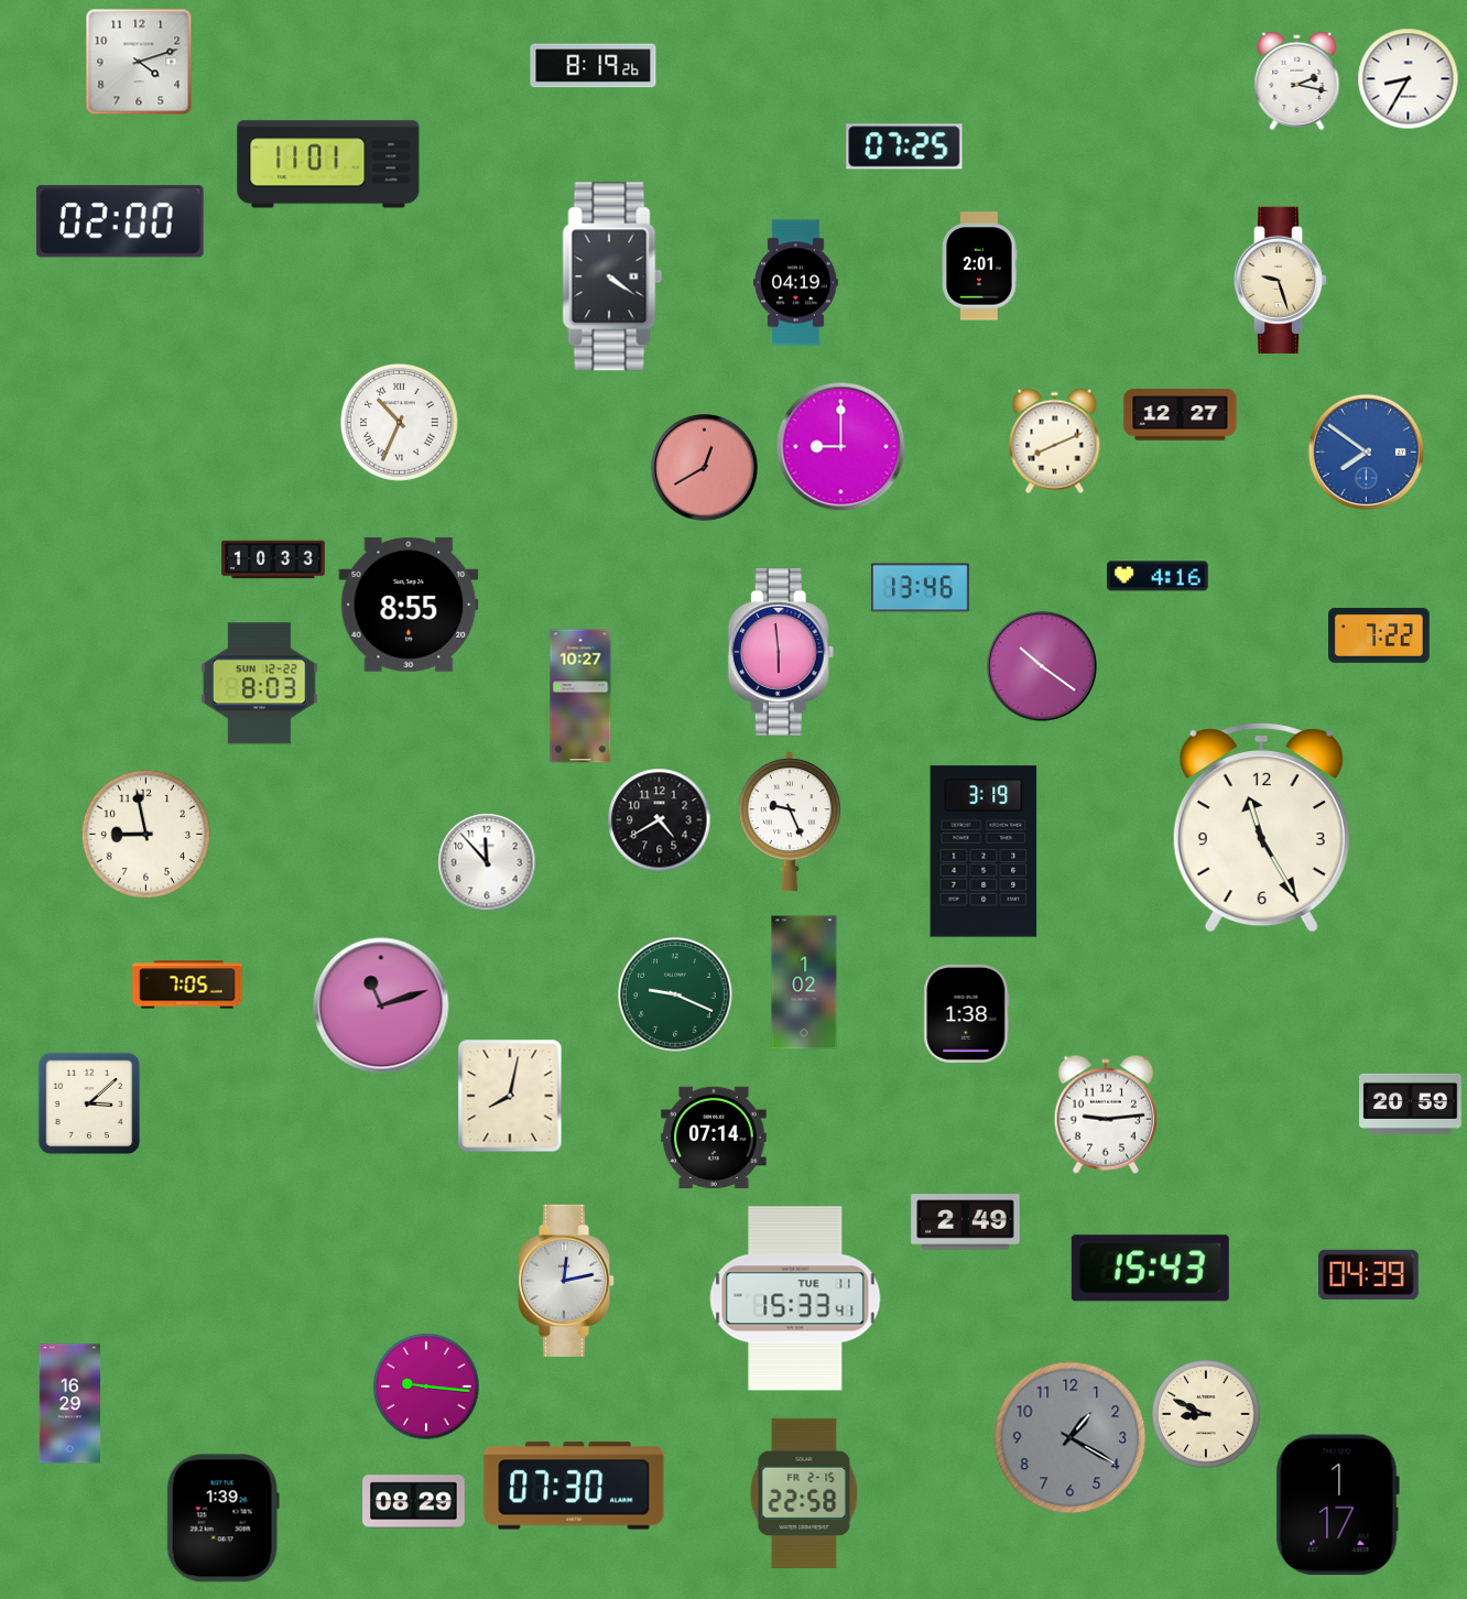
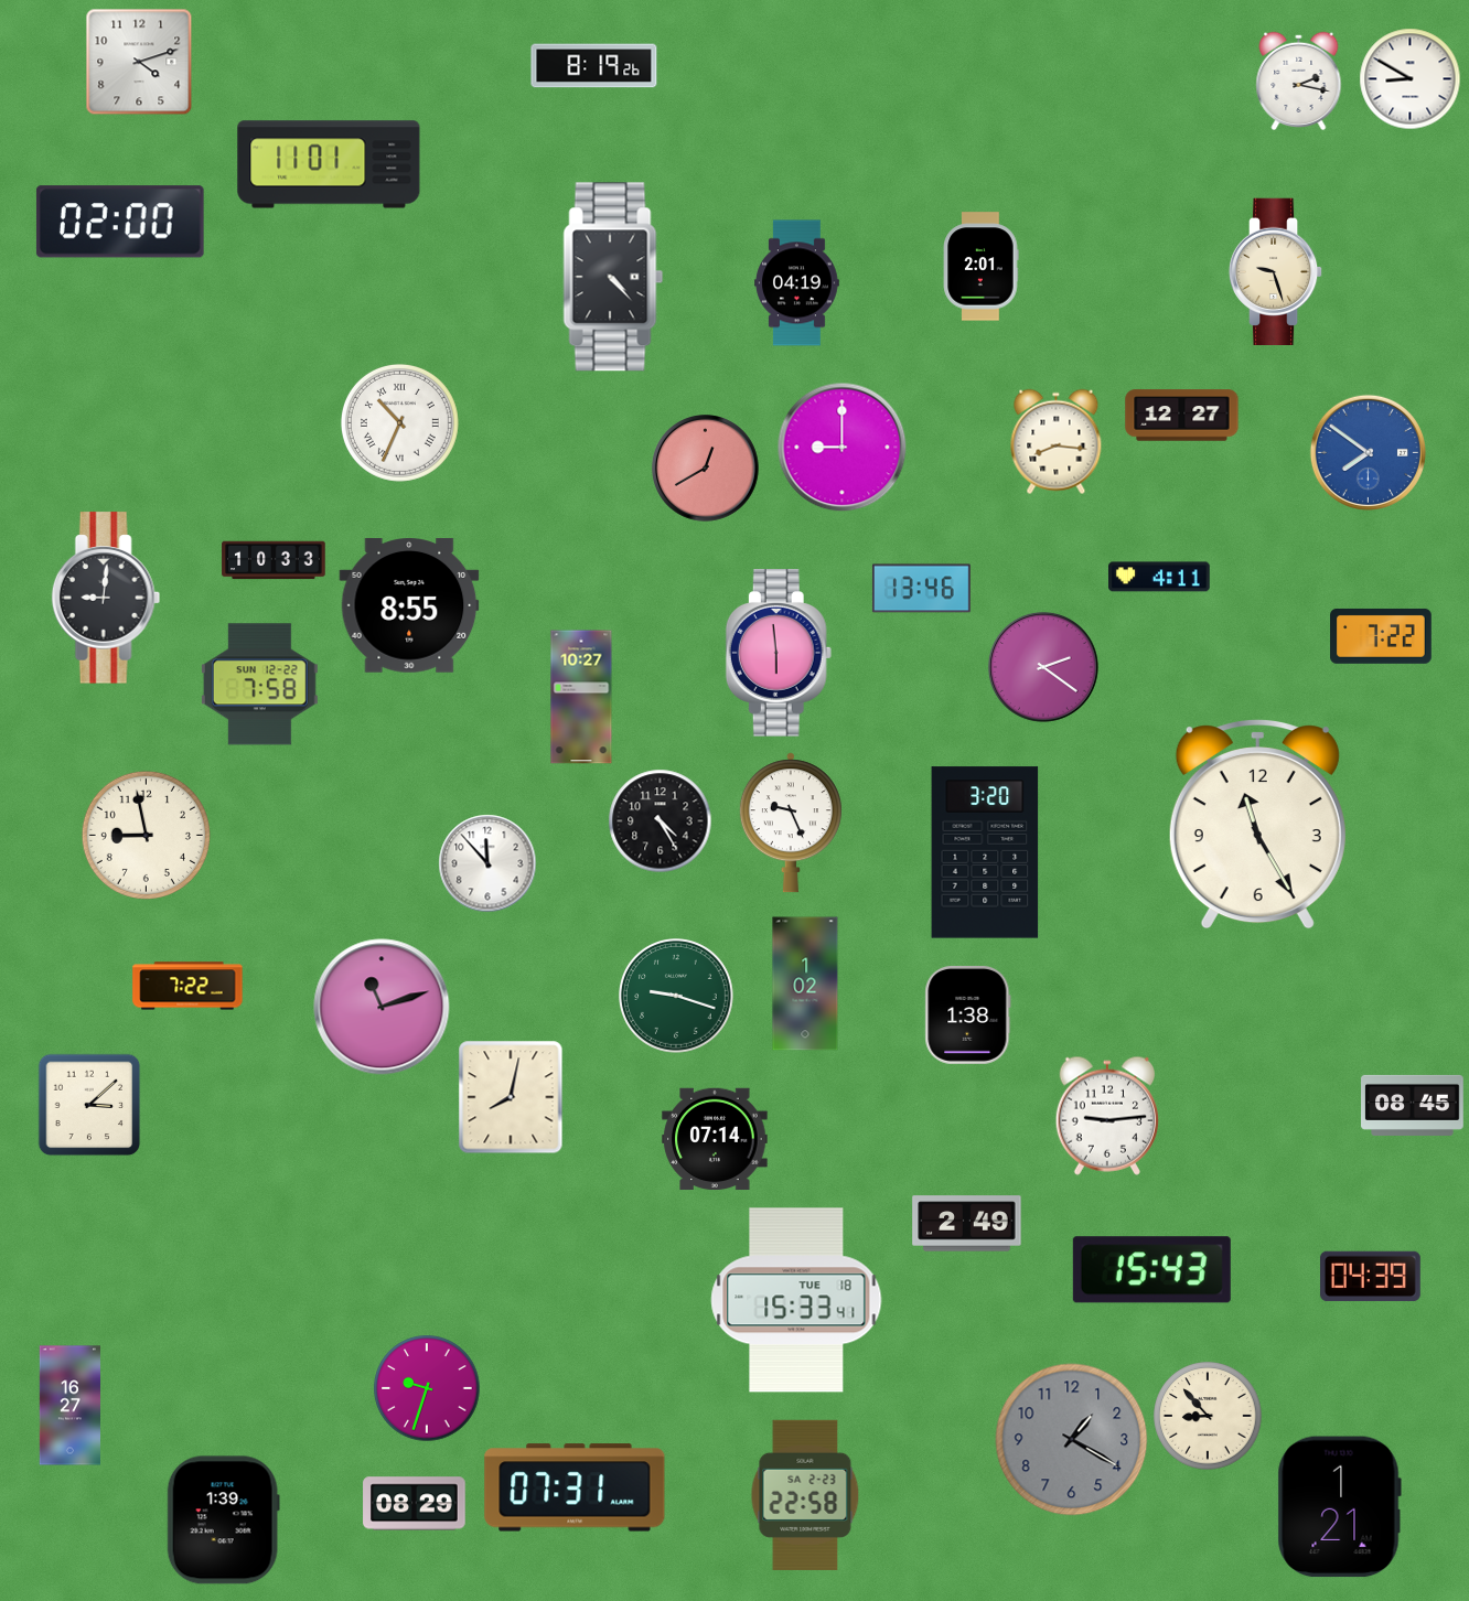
clock at (1408, 78): 8:35 -> 8:50
clock at (904, 146): 07:25 -> none
clock at (612, 276): 4:21 -> 4:23
clock at (1281, 280) position: (1281, 280) -> (1276, 271)
clock at (1055, 440): 8:11 -> 8:16
clock at (1159, 576): 4:16 -> 4:11
clock at (106, 598): none -> 9:01
clock at (781, 652) position: (781, 652) -> (779, 653)
clock at (1042, 666): 10:21 -> 2:21
clock at (259, 684): 8:03 -> 7:58
clock at (659, 819): 4:40 -> 4:25
clock at (1261, 828) position: (1261, 828) -> (1257, 825)
clock at (984, 851): 3:19 -> 3:20
clock at (187, 985): 7:05 -> 7:22
clock at (676, 996): 9:19 -> 9:18
clock at (1411, 1103): 20:59 -> 08:45
clock at (566, 1281): 12:13 -> none
clock at (795, 1298) date: TUE 11 -> TUE 18
clock at (426, 1386): 9:16 -> 9:33
clock at (69, 1404): 16:29 -> 16:27
clock at (1206, 1414): 8:49 -> 8:53
clock at (574, 1486): 07:30 -> 07:31
clock at (804, 1493) date: FR 2-15 -> SA 2-23
clock at (1337, 1505): 1:17 -> 1:21
